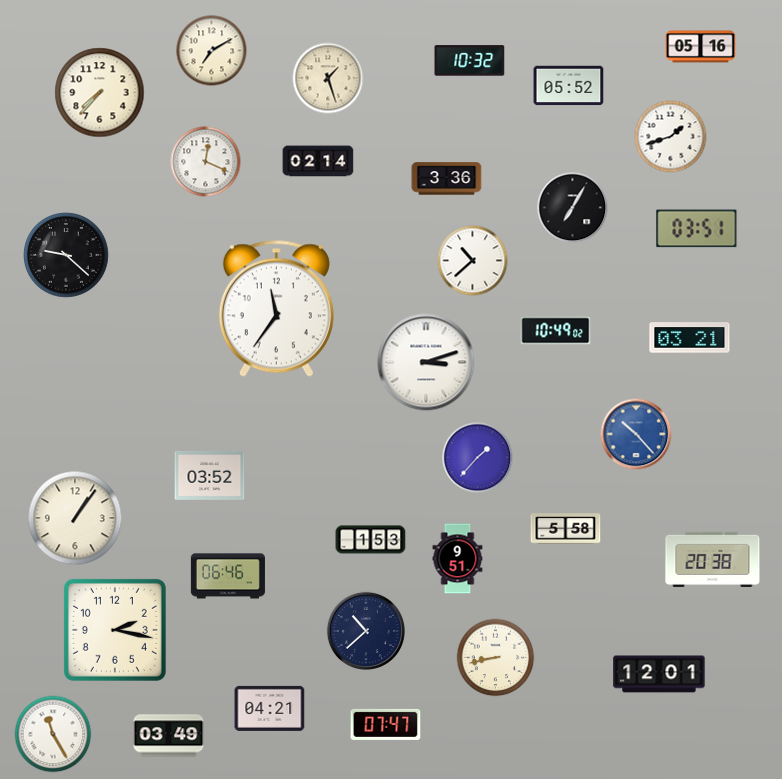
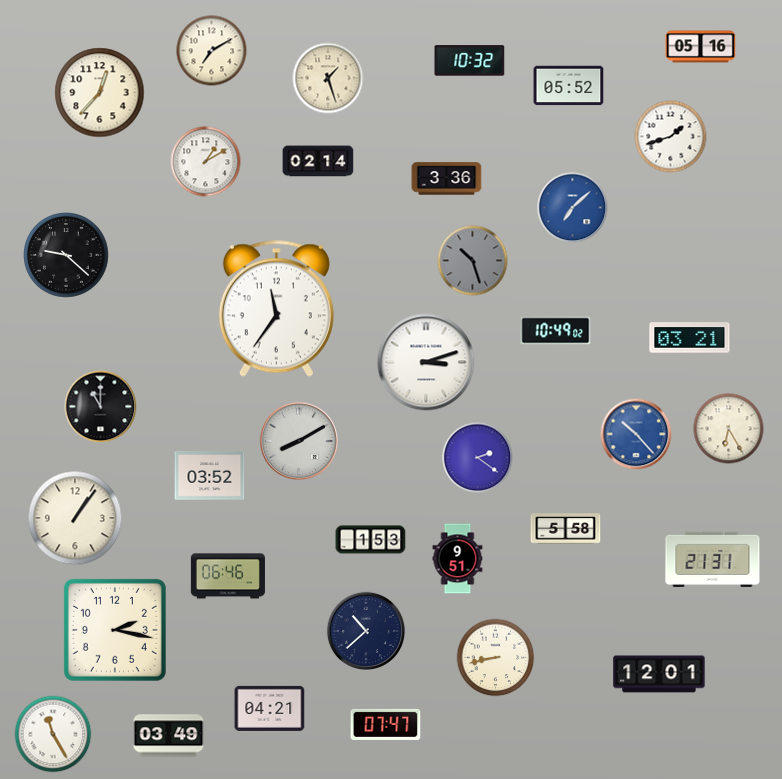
clock at (100, 93): 7:37 -> 12:37
clock at (206, 162): 12:19 -> 1:10
clock at (573, 208): 7:05 -> 7:08
clock at (573, 208) dial: black -> blue
clock at (697, 229): 03:51 -> none
clock at (473, 261): 10:38 -> 10:27
clock at (473, 261) dial: white -> grey
clock at (101, 407): none -> 11:00
clock at (729, 429): none -> 6:25
clock at (299, 441): none -> 8:10
clock at (478, 458): 1:37 -> 2:21
clock at (713, 559): 20:38 -> 21:31
